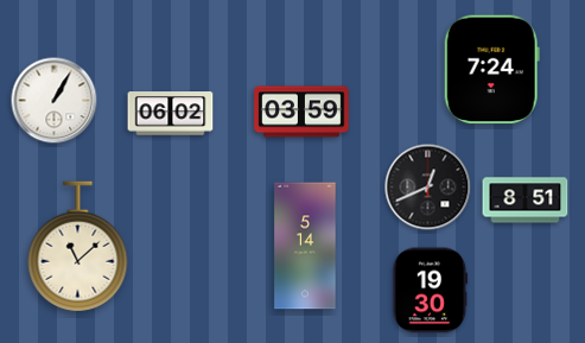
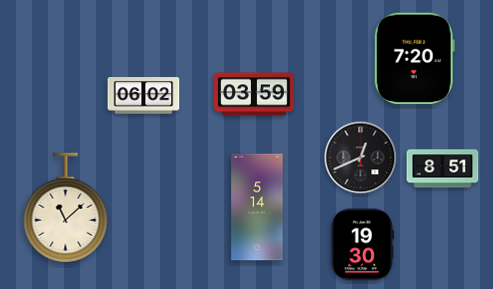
clock at (491, 70): 7:24 -> 7:20
clock at (55, 101): 1:05 -> none
